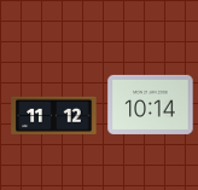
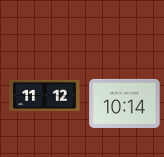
clock at (151, 104) position: (151, 104) -> (125, 103)
